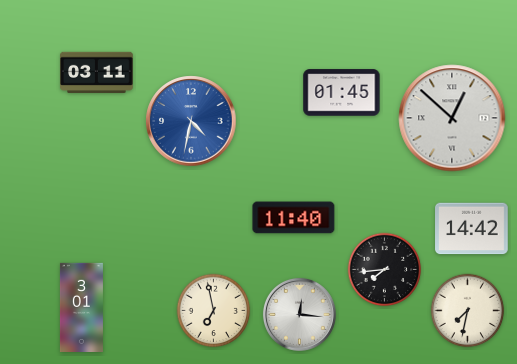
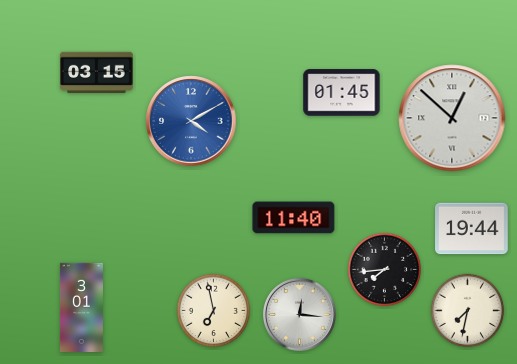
clock at (97, 72): 03:11 -> 03:15
clock at (191, 121): 4:32 -> 4:10
clock at (472, 229): 14:42 -> 19:44
